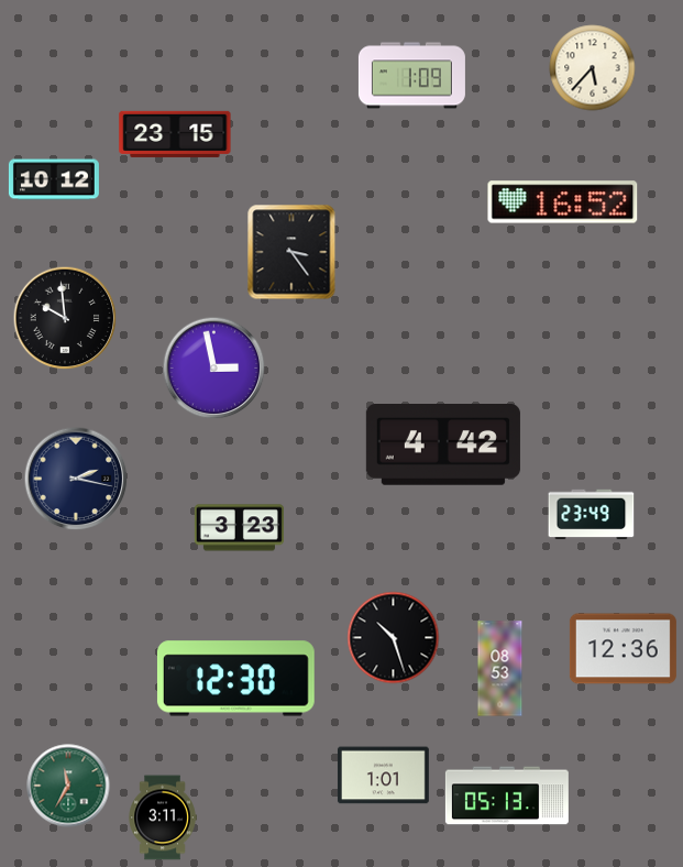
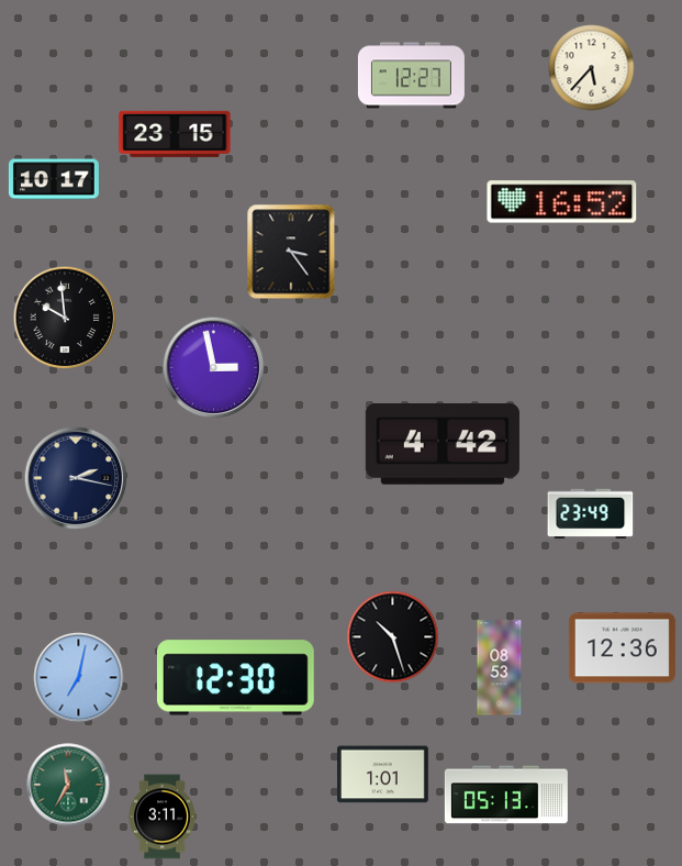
clock at (411, 76): 1:09 -> 12:27
clock at (54, 179): 10:12 -> 10:17
clock at (239, 528): 3:23 -> none
clock at (79, 678): none -> 7:02
